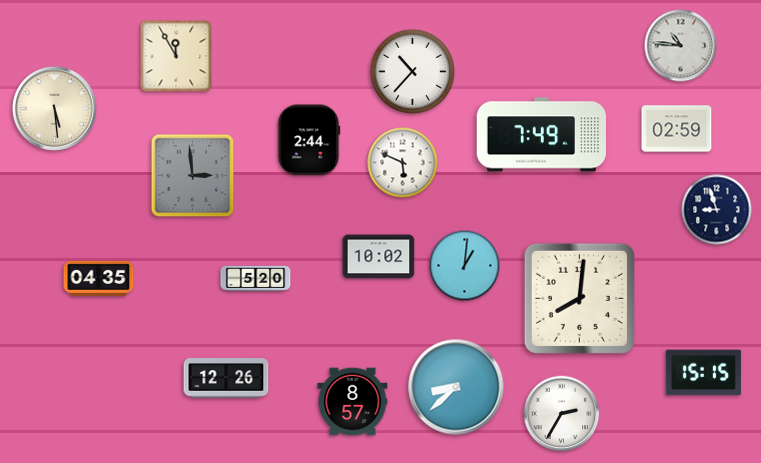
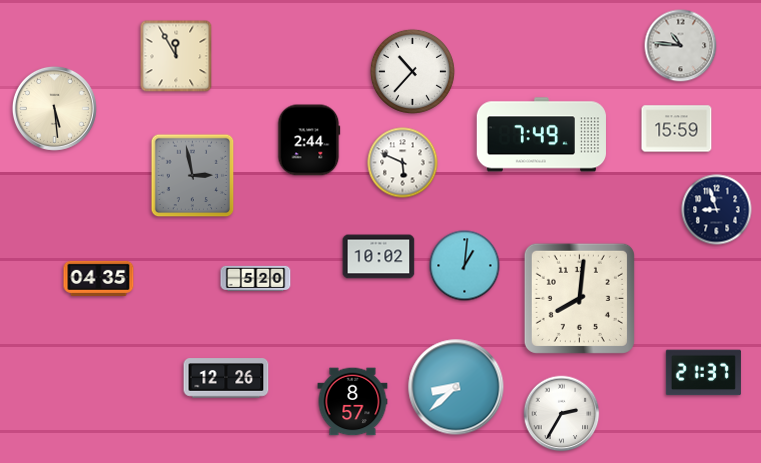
clock at (677, 129): 02:59 -> 15:59
clock at (193, 176): 2:59 -> 2:58
clock at (703, 373): 15:15 -> 21:37
